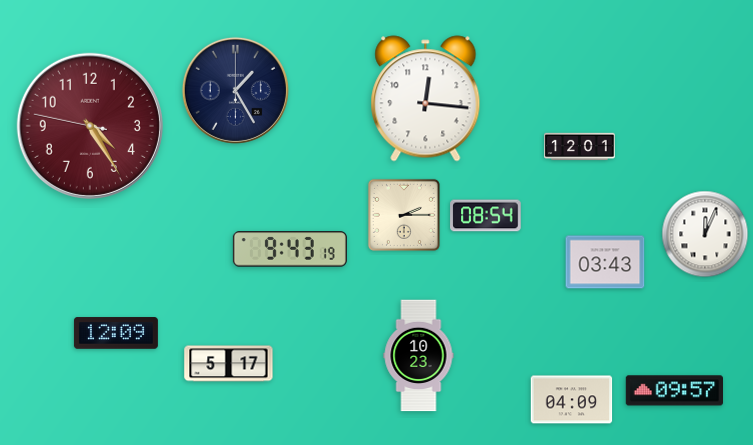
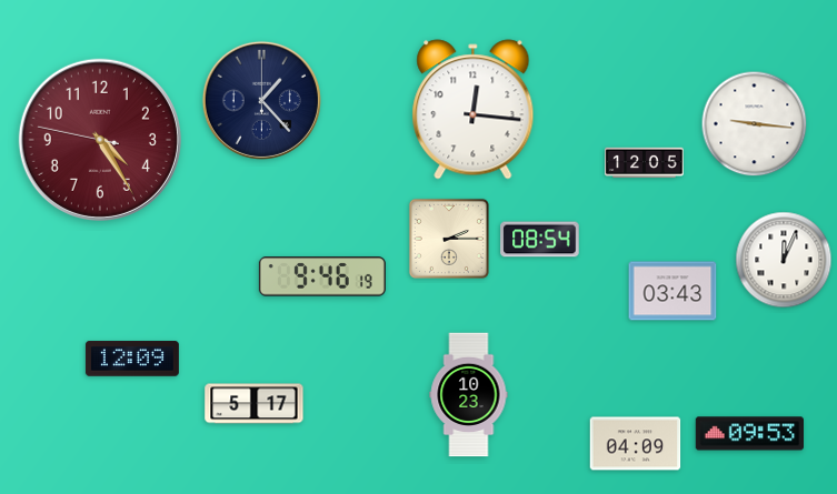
clock at (235, 90): 1:25 -> 1:23
clock at (755, 124): none -> 9:16
clock at (580, 147): 12:01 -> 12:05
clock at (290, 249): 9:43 -> 9:46
clock at (116, 333) position: (116, 333) -> (132, 359)
clock at (419, 356) position: (419, 356) -> (469, 395)
clock at (674, 391): 09:57 -> 09:53
